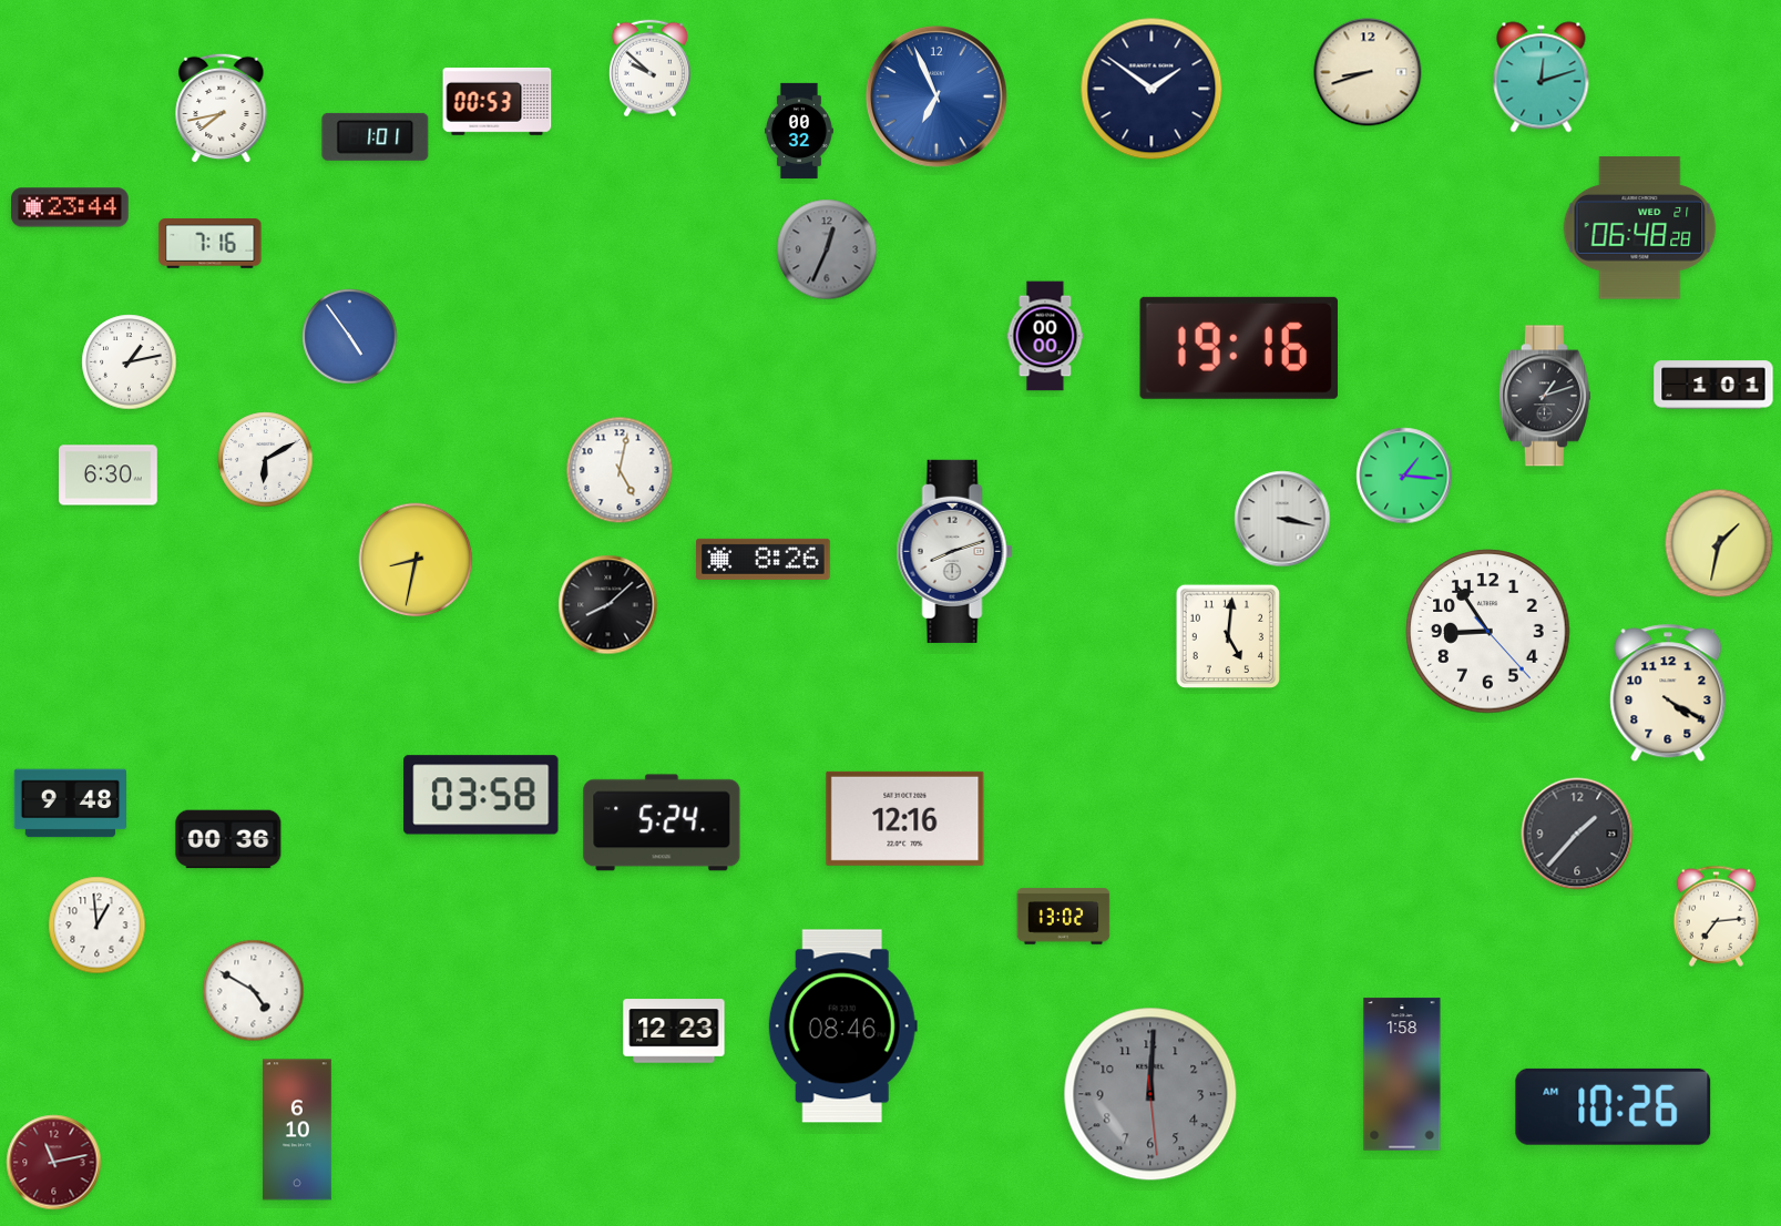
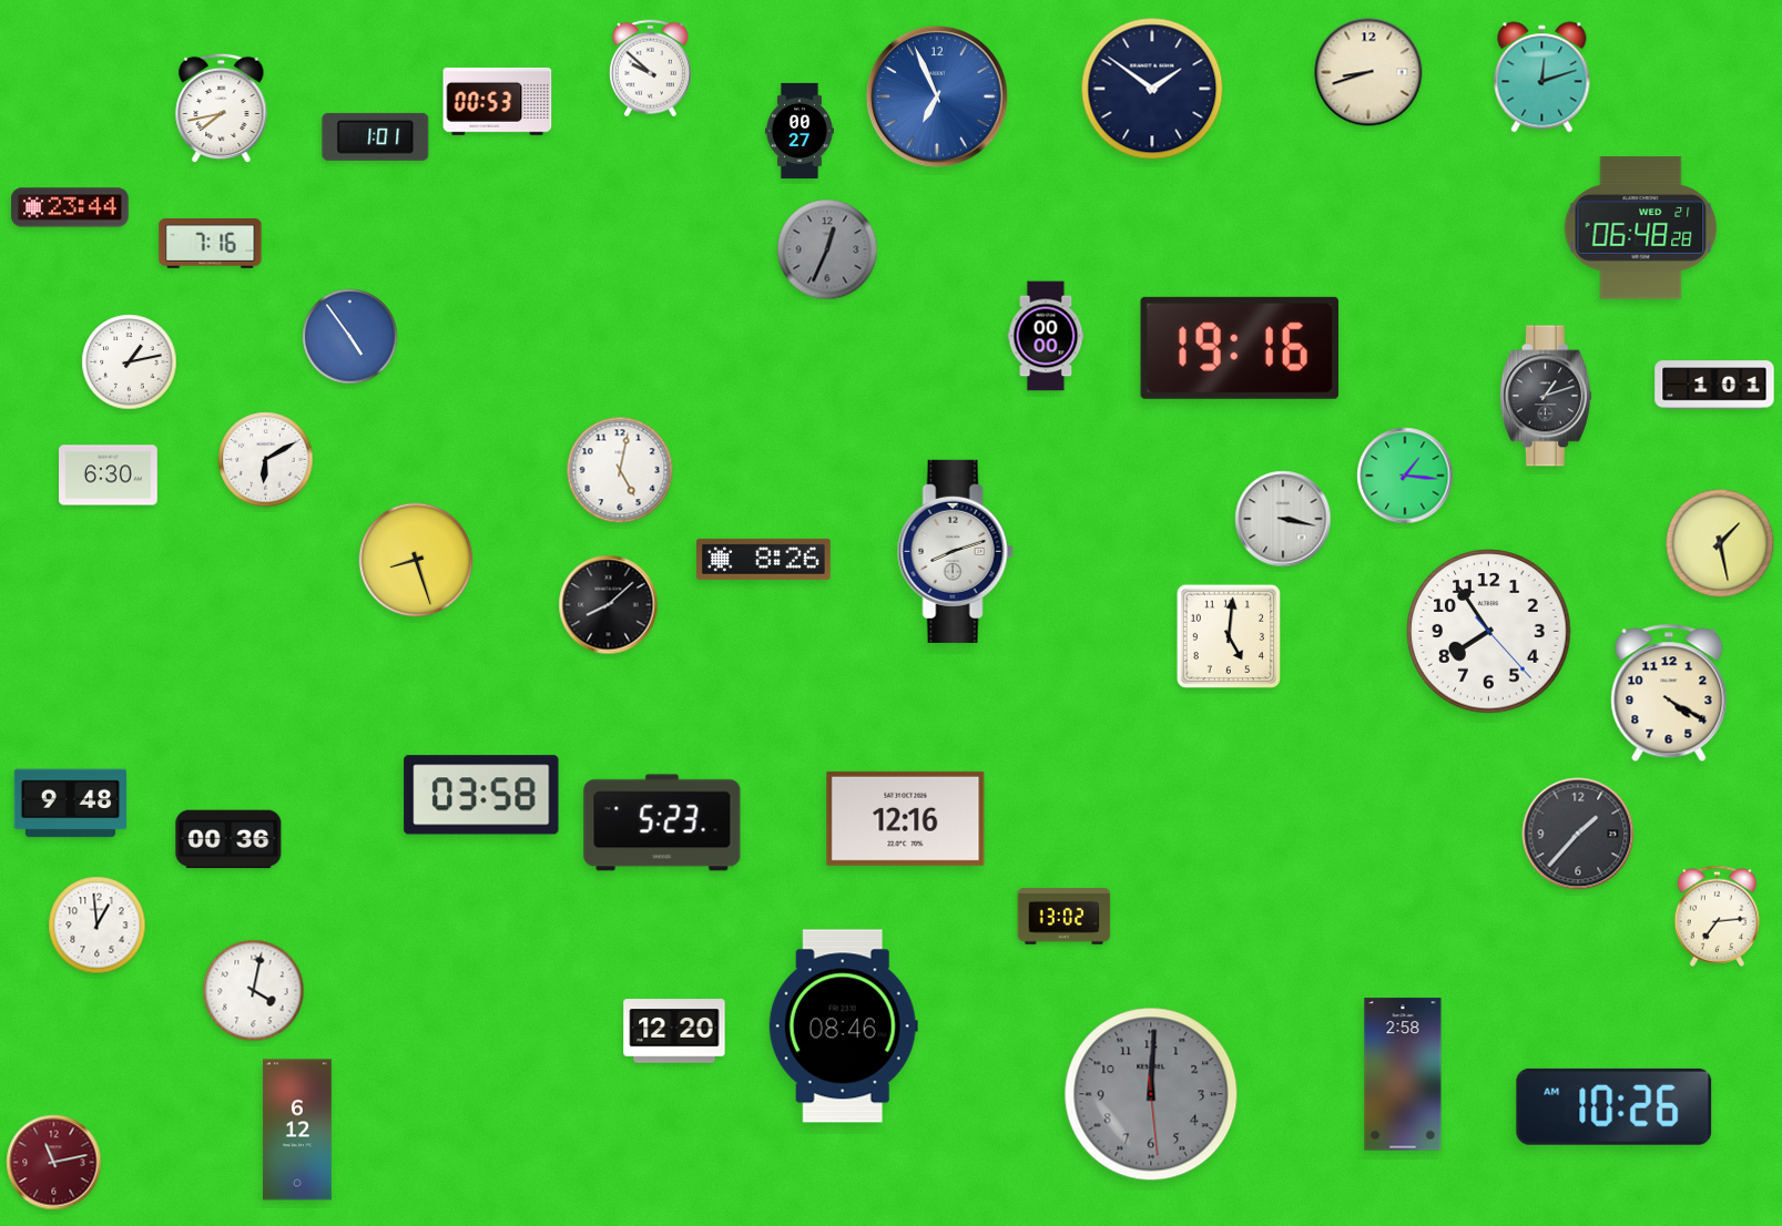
clock at (799, 131): 00:32 -> 00:27
clock at (1719, 543): 1:32 -> 1:28
clock at (416, 560): 8:32 -> 8:27
clock at (1488, 632): 8:54 -> 7:54
clock at (662, 823): 5:24 -> 5:23
clock at (254, 991): 4:50 -> 4:02
clock at (674, 1031): 12:23 -> 12:20
clock at (1402, 1074): 1:58 -> 2:58
clock at (297, 1130): 6:10 -> 6:12
